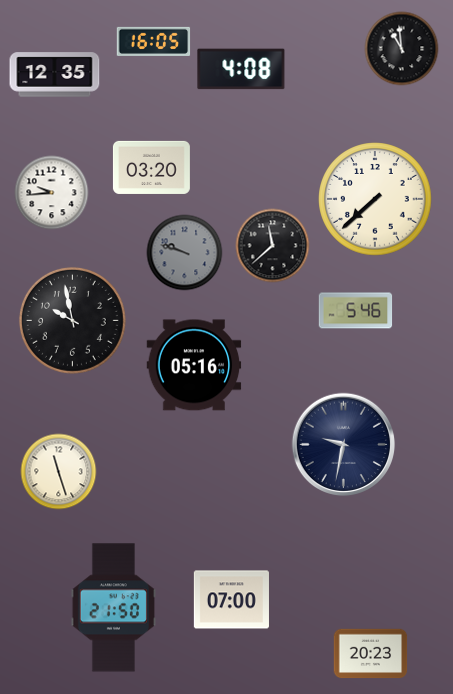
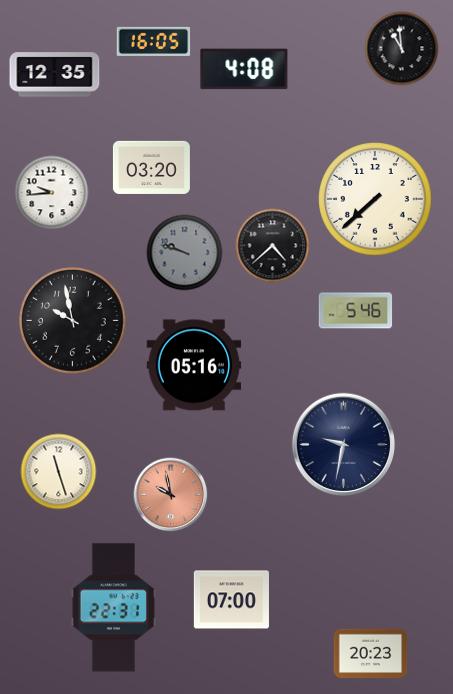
clock at (241, 69) position: (241, 69) -> (244, 69)
clock at (273, 246): 11:38 -> 4:38
clock at (171, 495): none -> 9:58
clock at (113, 608): 21:50 -> 22:31
